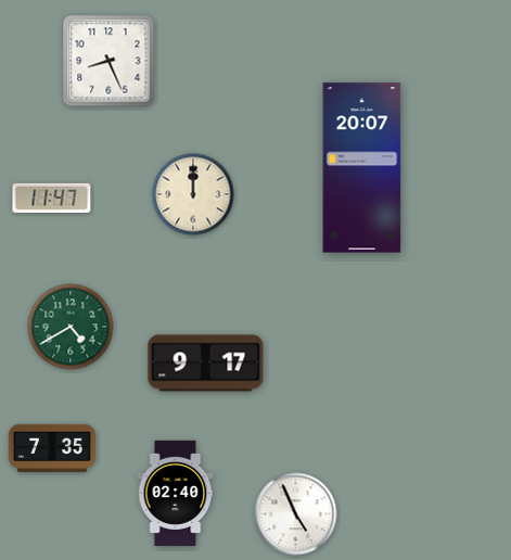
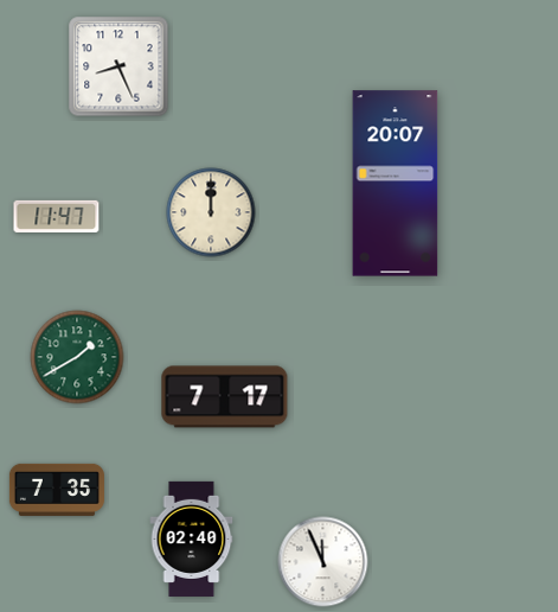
clock at (71, 327): 4:40 -> 1:40
clock at (206, 364): 9:17 -> 7:17
clock at (296, 514): 4:56 -> 11:56
